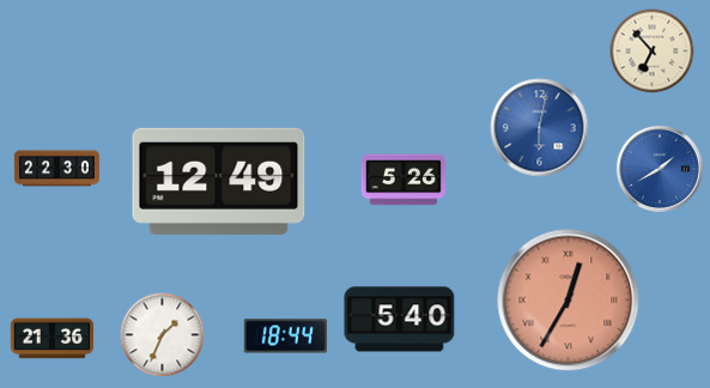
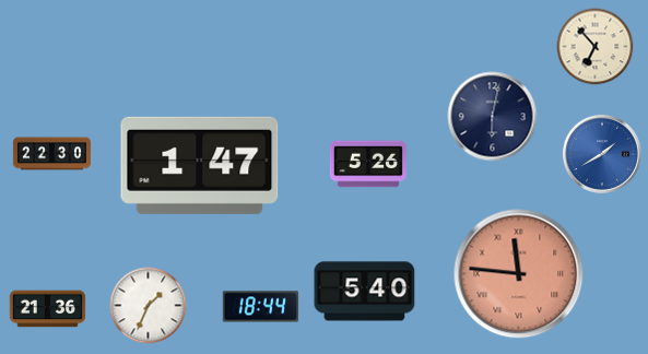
clock at (540, 128) dial: blue -> navy
clock at (219, 181): 12:49 -> 1:47
clock at (569, 301): 12:35 -> 11:46
